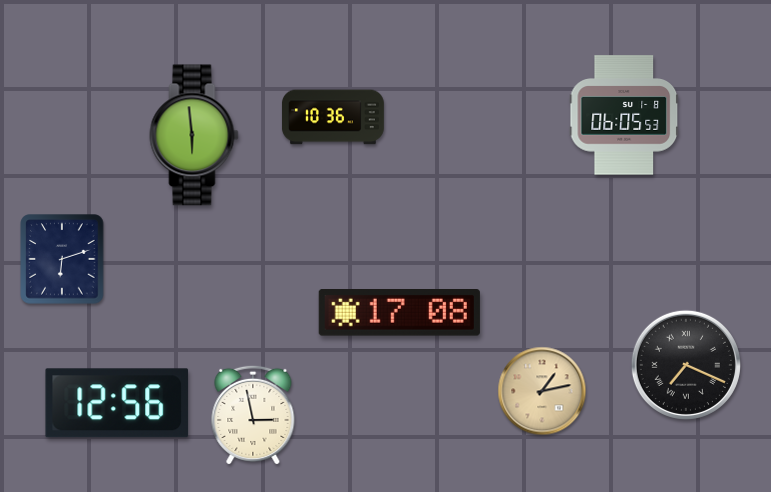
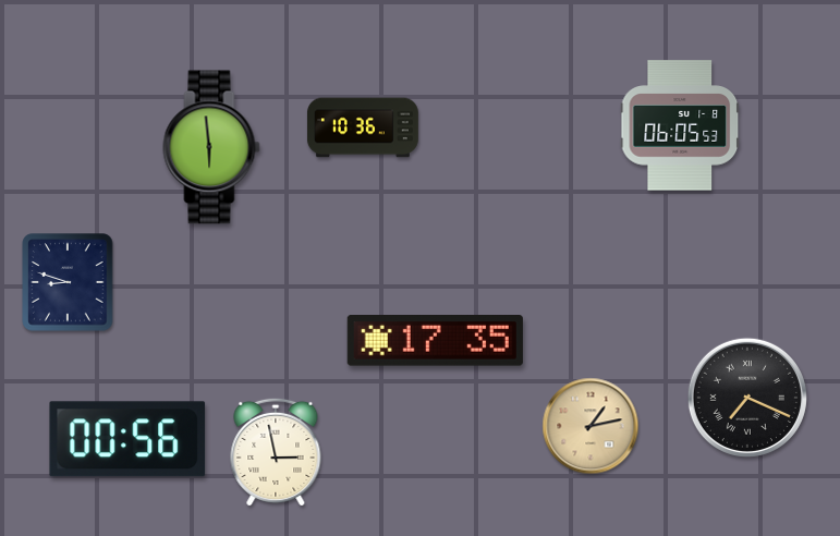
clock at (62, 259): 6:12 -> 8:48
clock at (399, 313): 17:08 -> 17:35
clock at (117, 403): 12:56 -> 00:56
